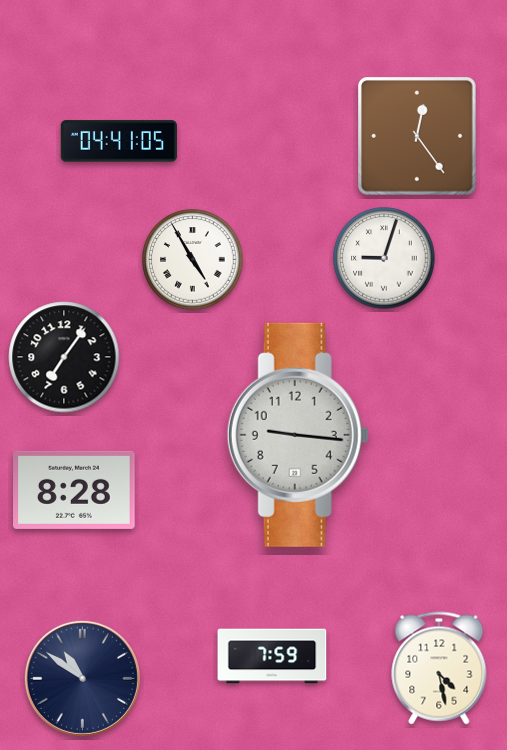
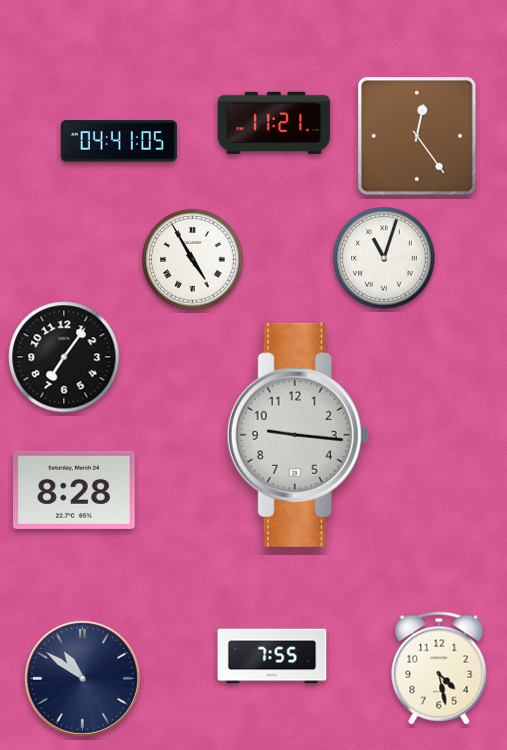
clock at (274, 123): none -> 11:21
clock at (384, 258): 9:03 -> 11:03
clock at (272, 656): 7:59 -> 7:55
